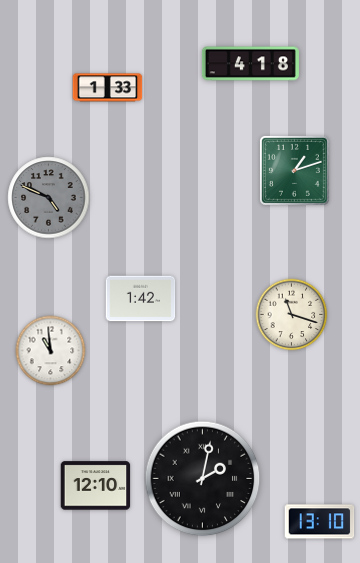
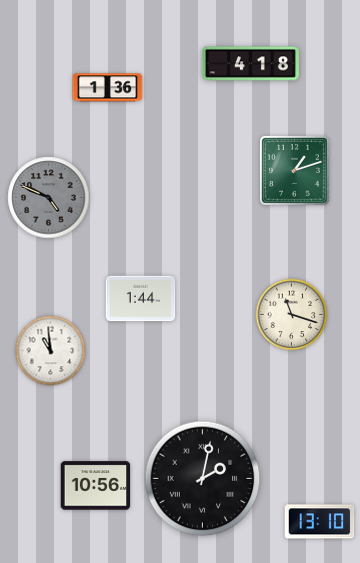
clock at (108, 88): 1:33 -> 1:36
clock at (141, 299): 1:42 -> 1:44
clock at (96, 486): 12:10 -> 10:56
